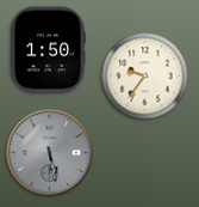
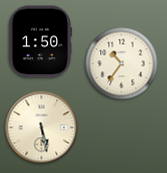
clock at (145, 77): 9:36 -> 10:36
clock at (50, 153) dial: grey -> cream
